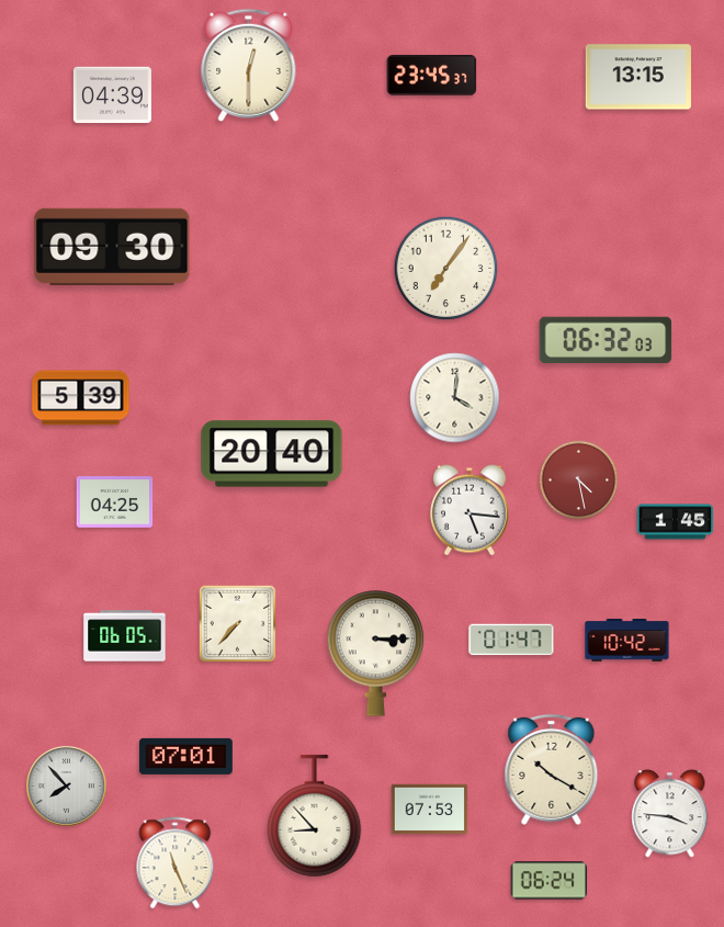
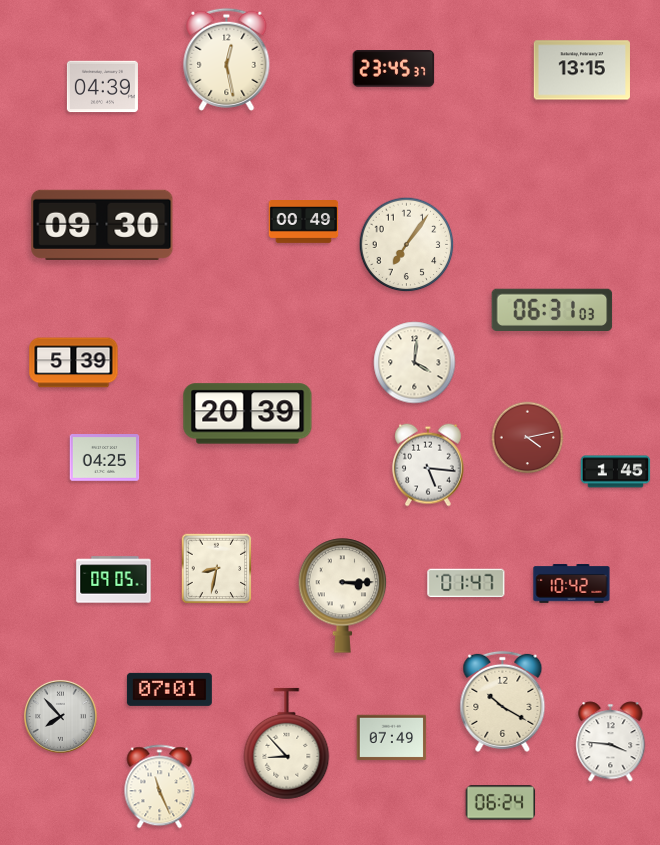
clock at (249, 65): 12:30 -> 12:28
clock at (304, 222): none -> 00:49
clock at (606, 339): 06:32 -> 06:31
clock at (272, 454): 20:40 -> 20:39
clock at (579, 481): 4:28 -> 4:13
clock at (676, 522) position: (676, 522) -> (616, 472)
clock at (238, 624): 7:37 -> 8:32
clock at (125, 636): 06:05 -> 09:05
clock at (430, 810): 07:53 -> 07:49
